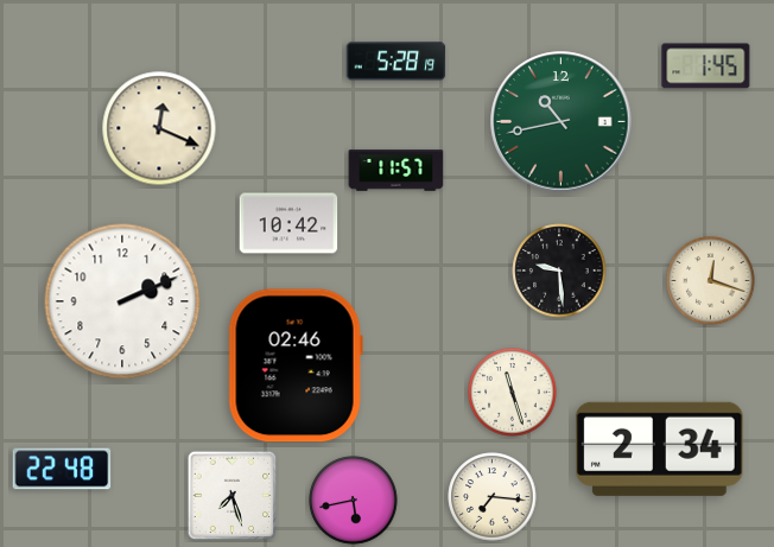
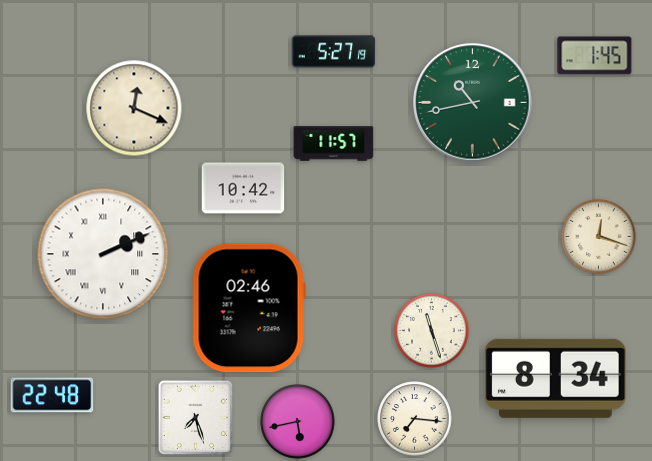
clock at (396, 62): 5:28 -> 5:27
clock at (559, 271): 9:29 -> none
clock at (122, 301) numerals: Arabic -> Roman
clock at (659, 449): 2:34 -> 8:34
